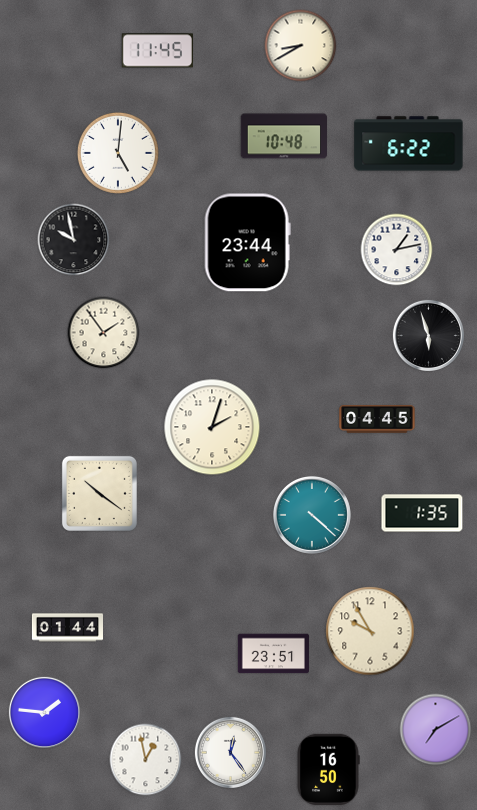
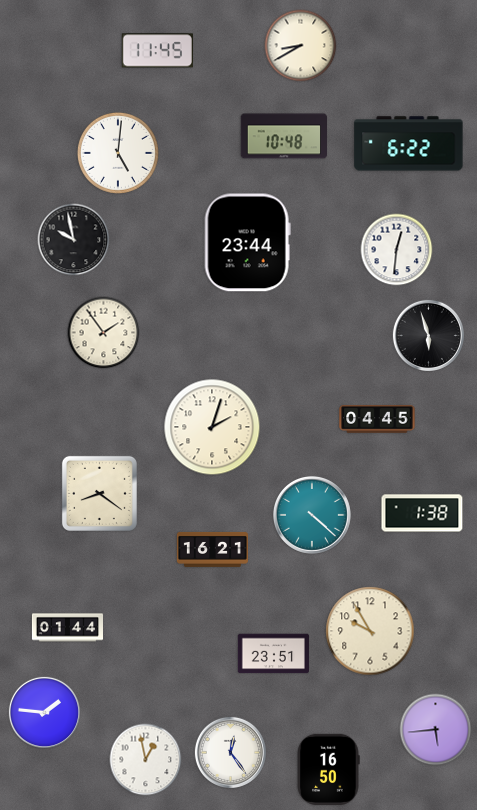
clock at (397, 250): 1:13 -> 12:31
clock at (99, 493): 10:21 -> 8:21
clock at (422, 513): 1:35 -> 1:38
clock at (212, 549): none -> 16:21
clock at (436, 730): 7:10 -> 5:44
